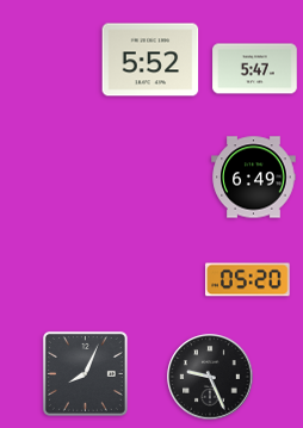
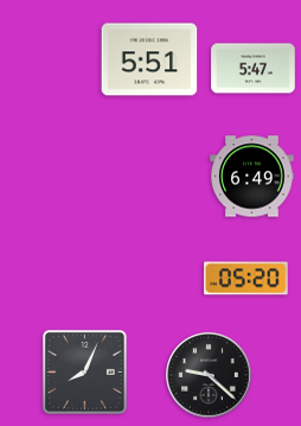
clock at (150, 60): 5:52 -> 5:51
clock at (210, 377): 9:26 -> 9:22
